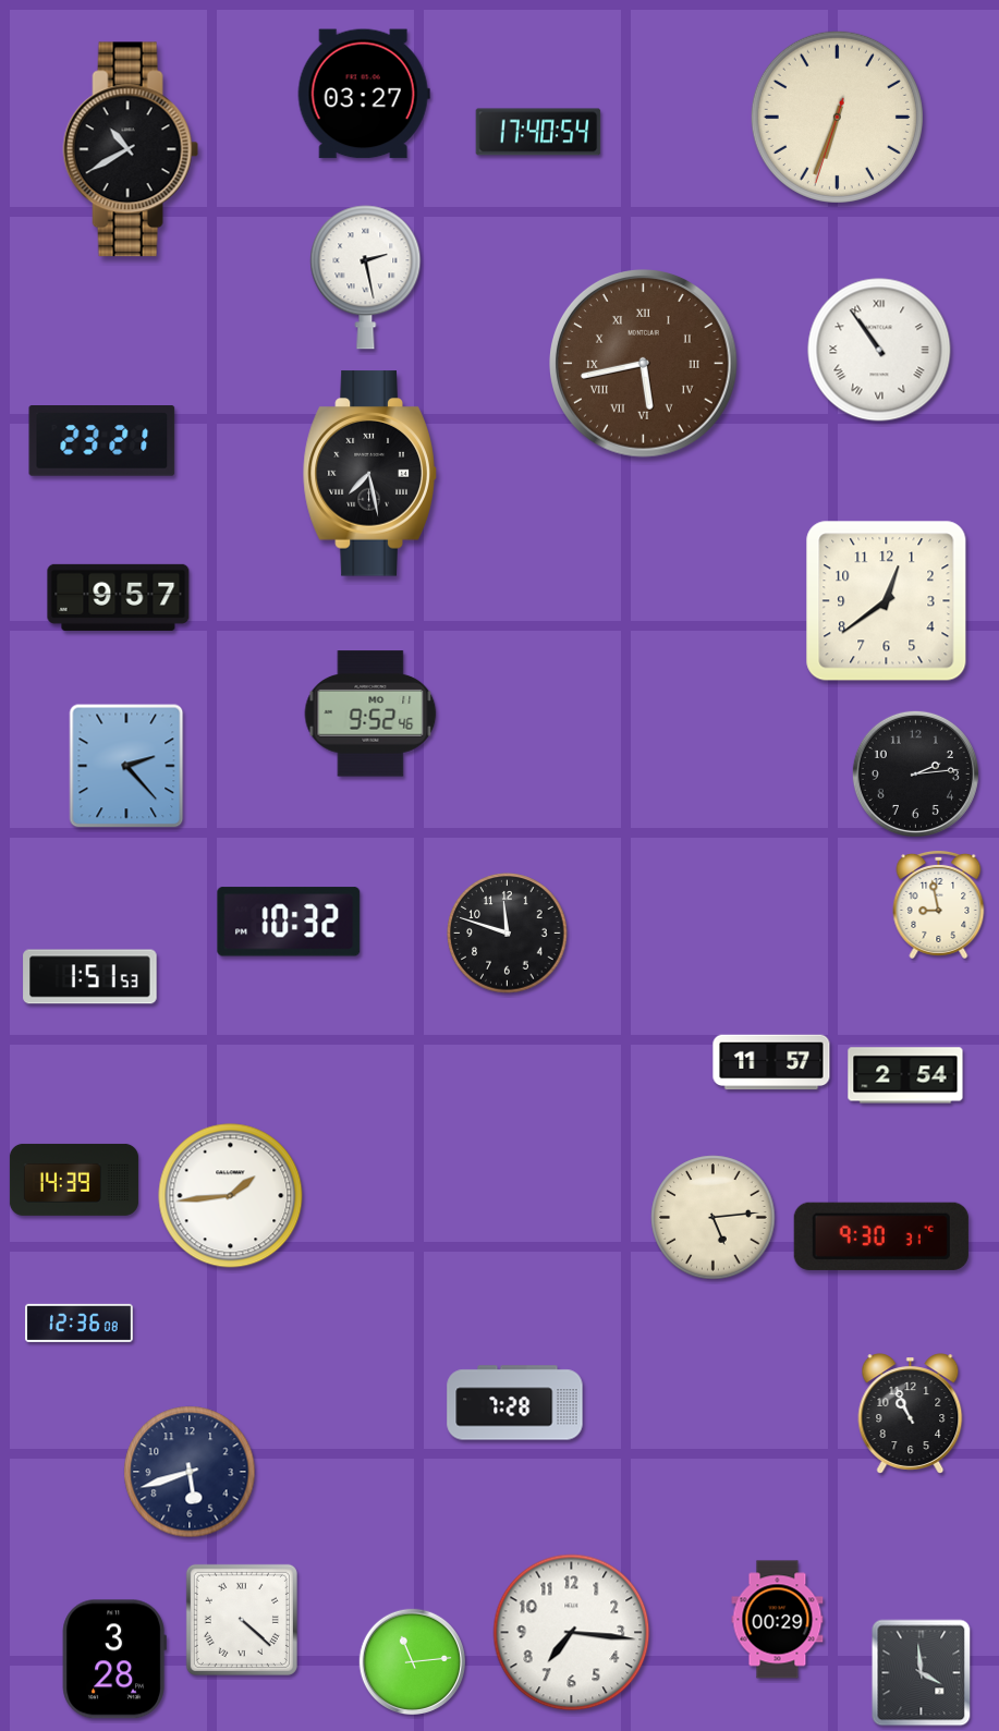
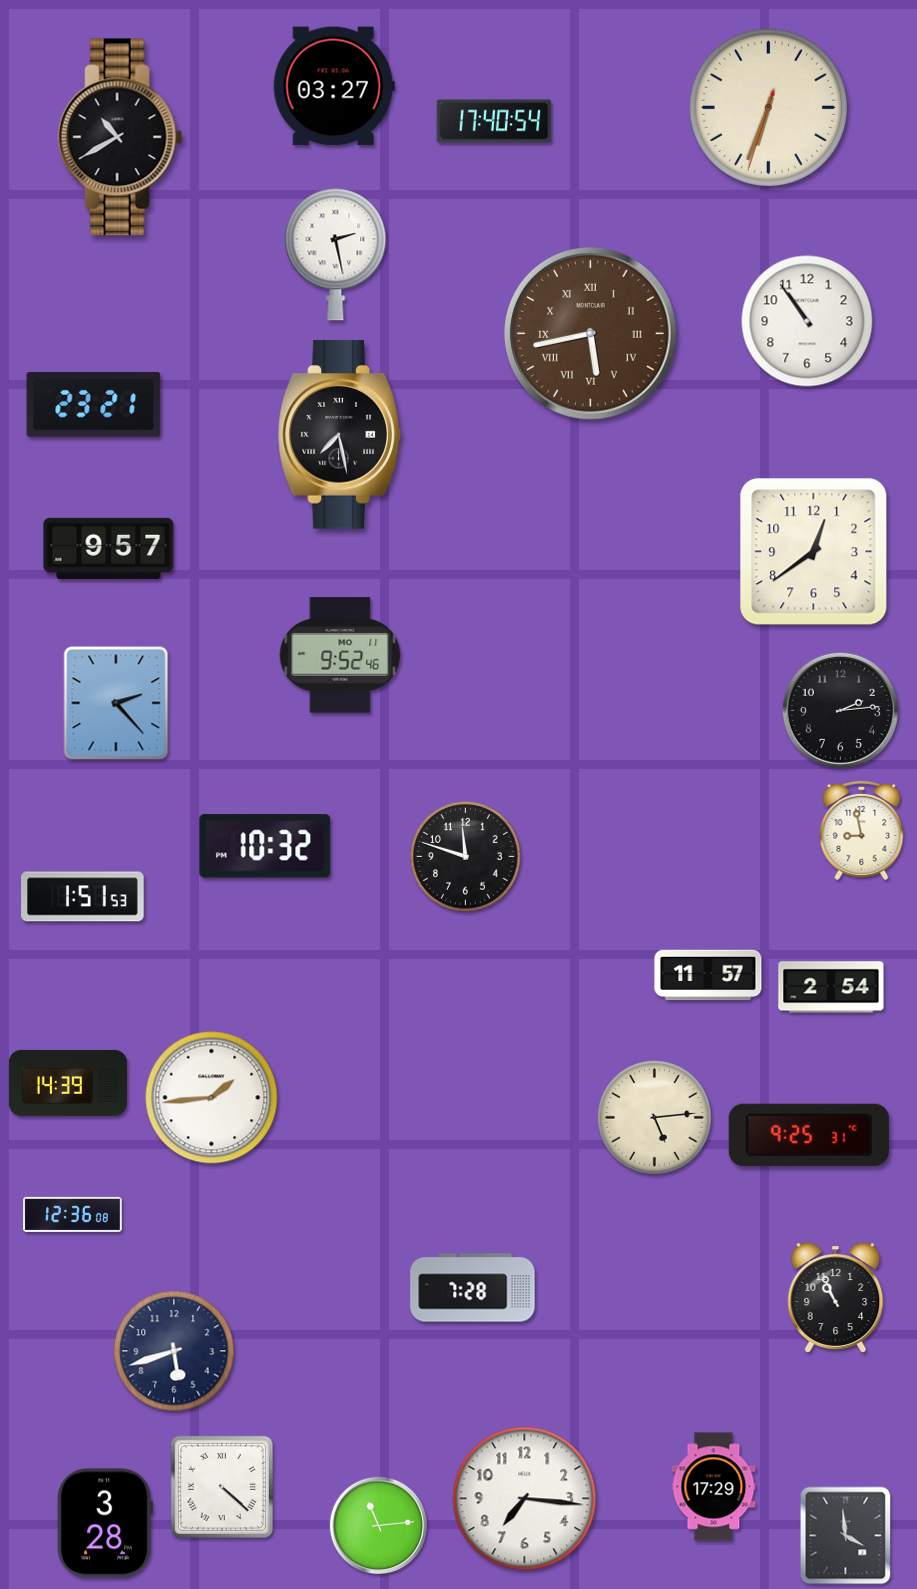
clock at (879, 350) numerals: Roman -> Arabic
clock at (881, 1236): 9:30 -> 9:25
clock at (778, 1620): 00:29 -> 17:29
